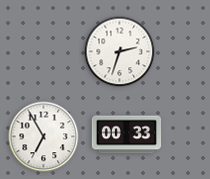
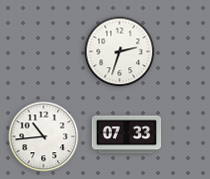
clock at (127, 135): 00:33 -> 07:33
clock at (44, 137): 6:55 -> 10:44
